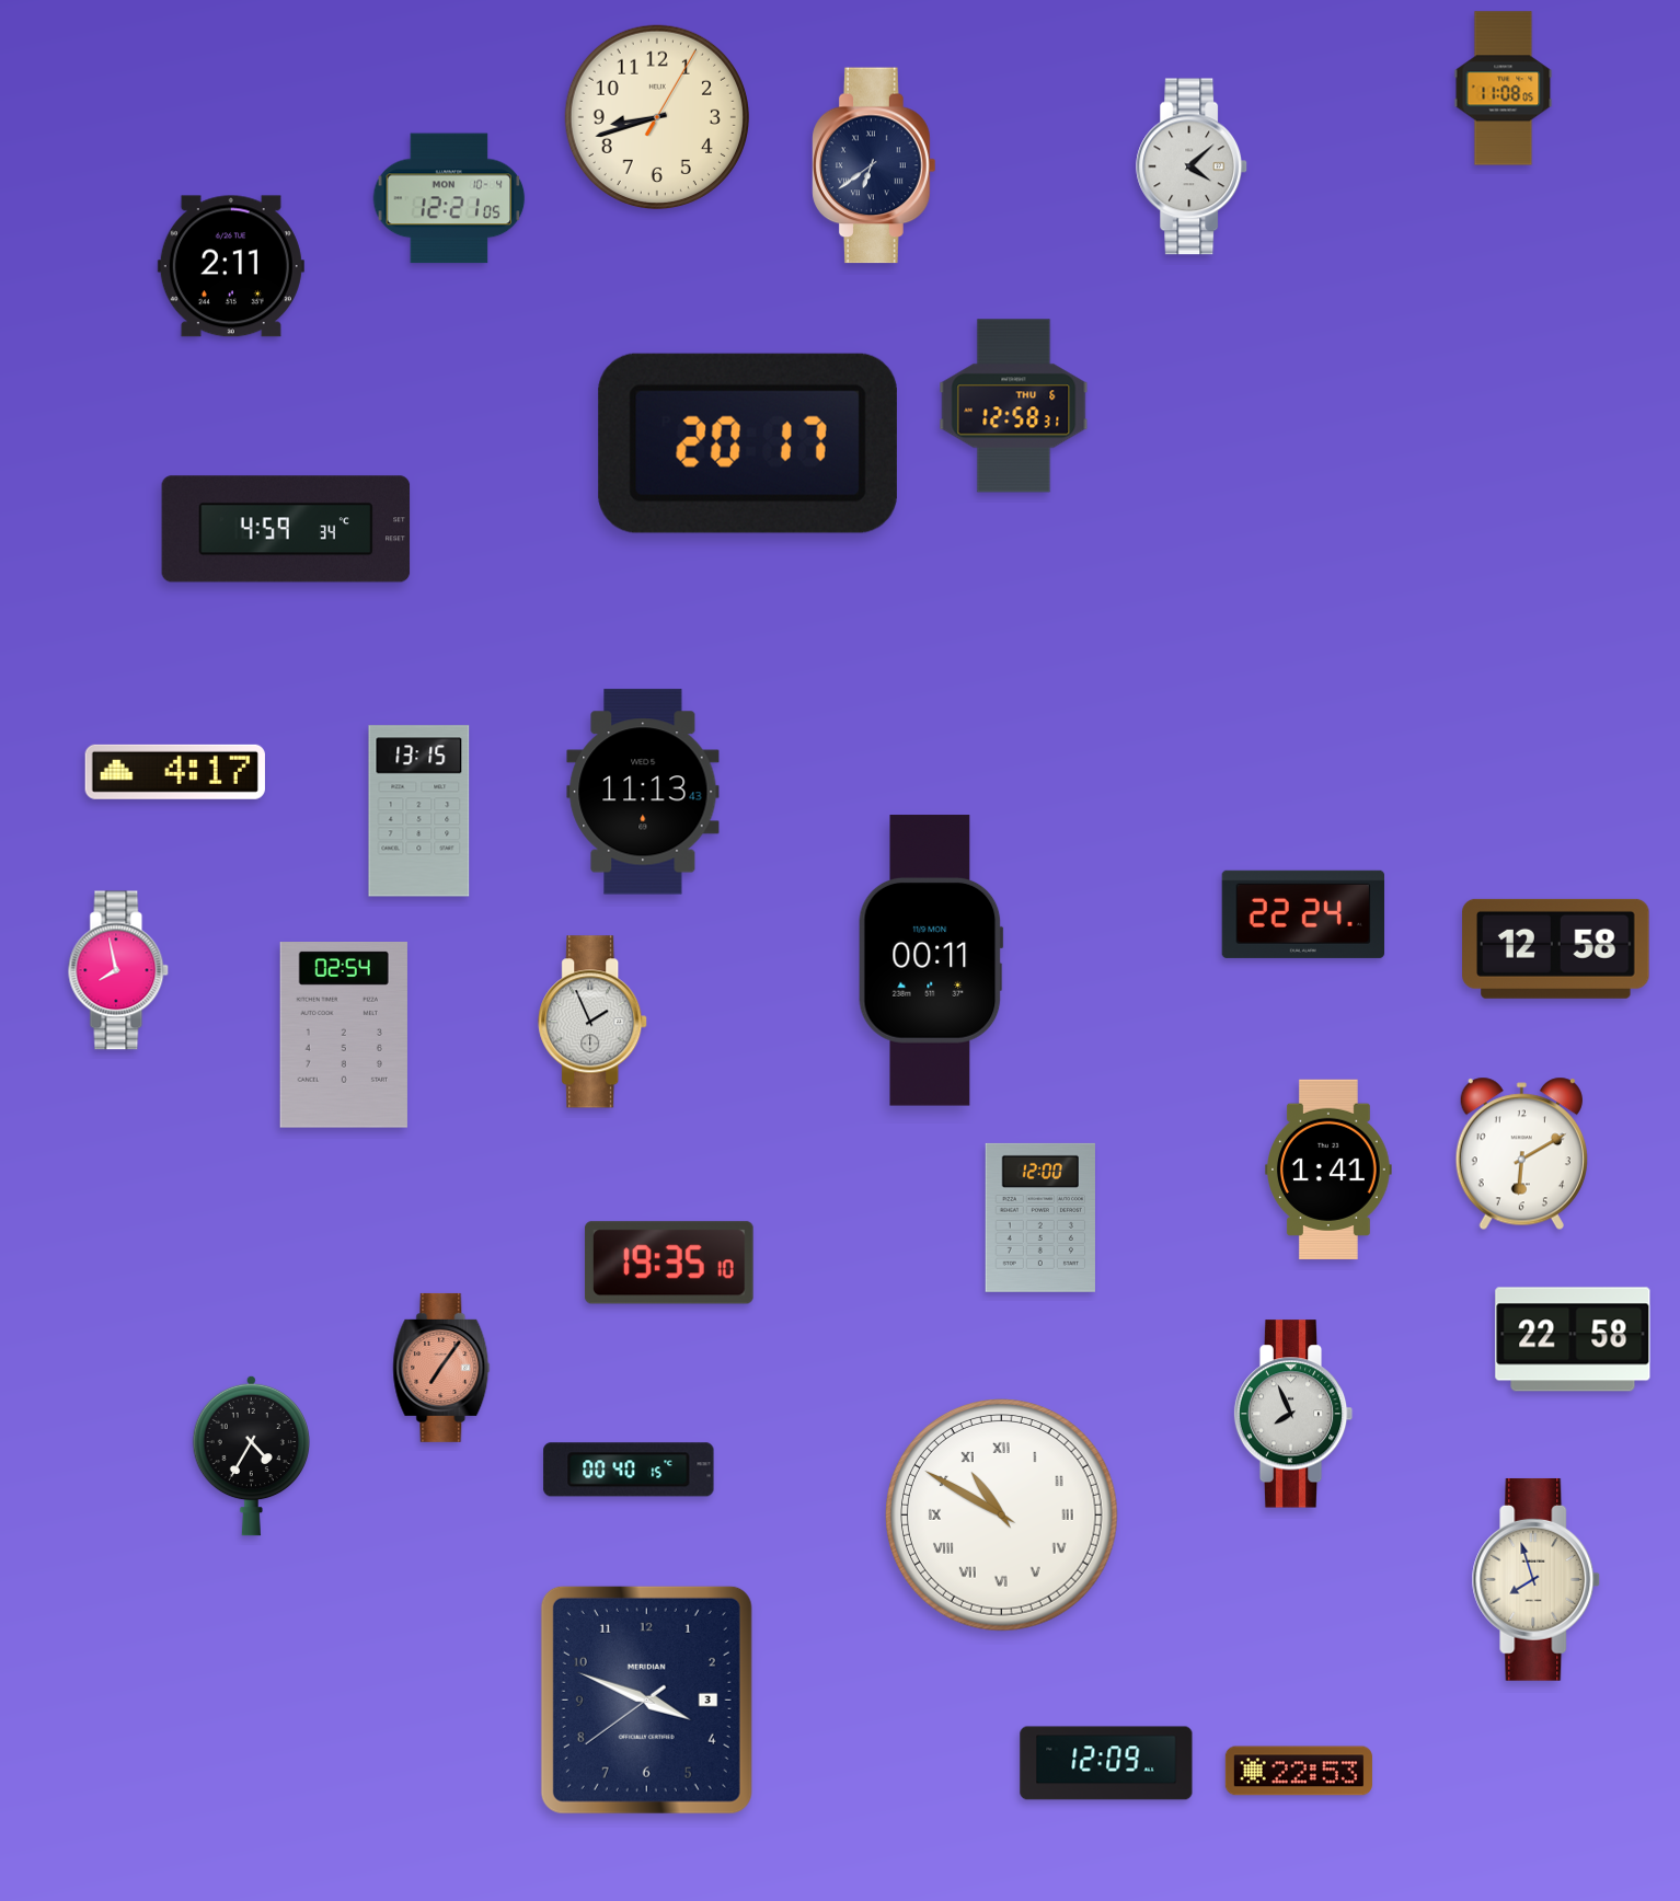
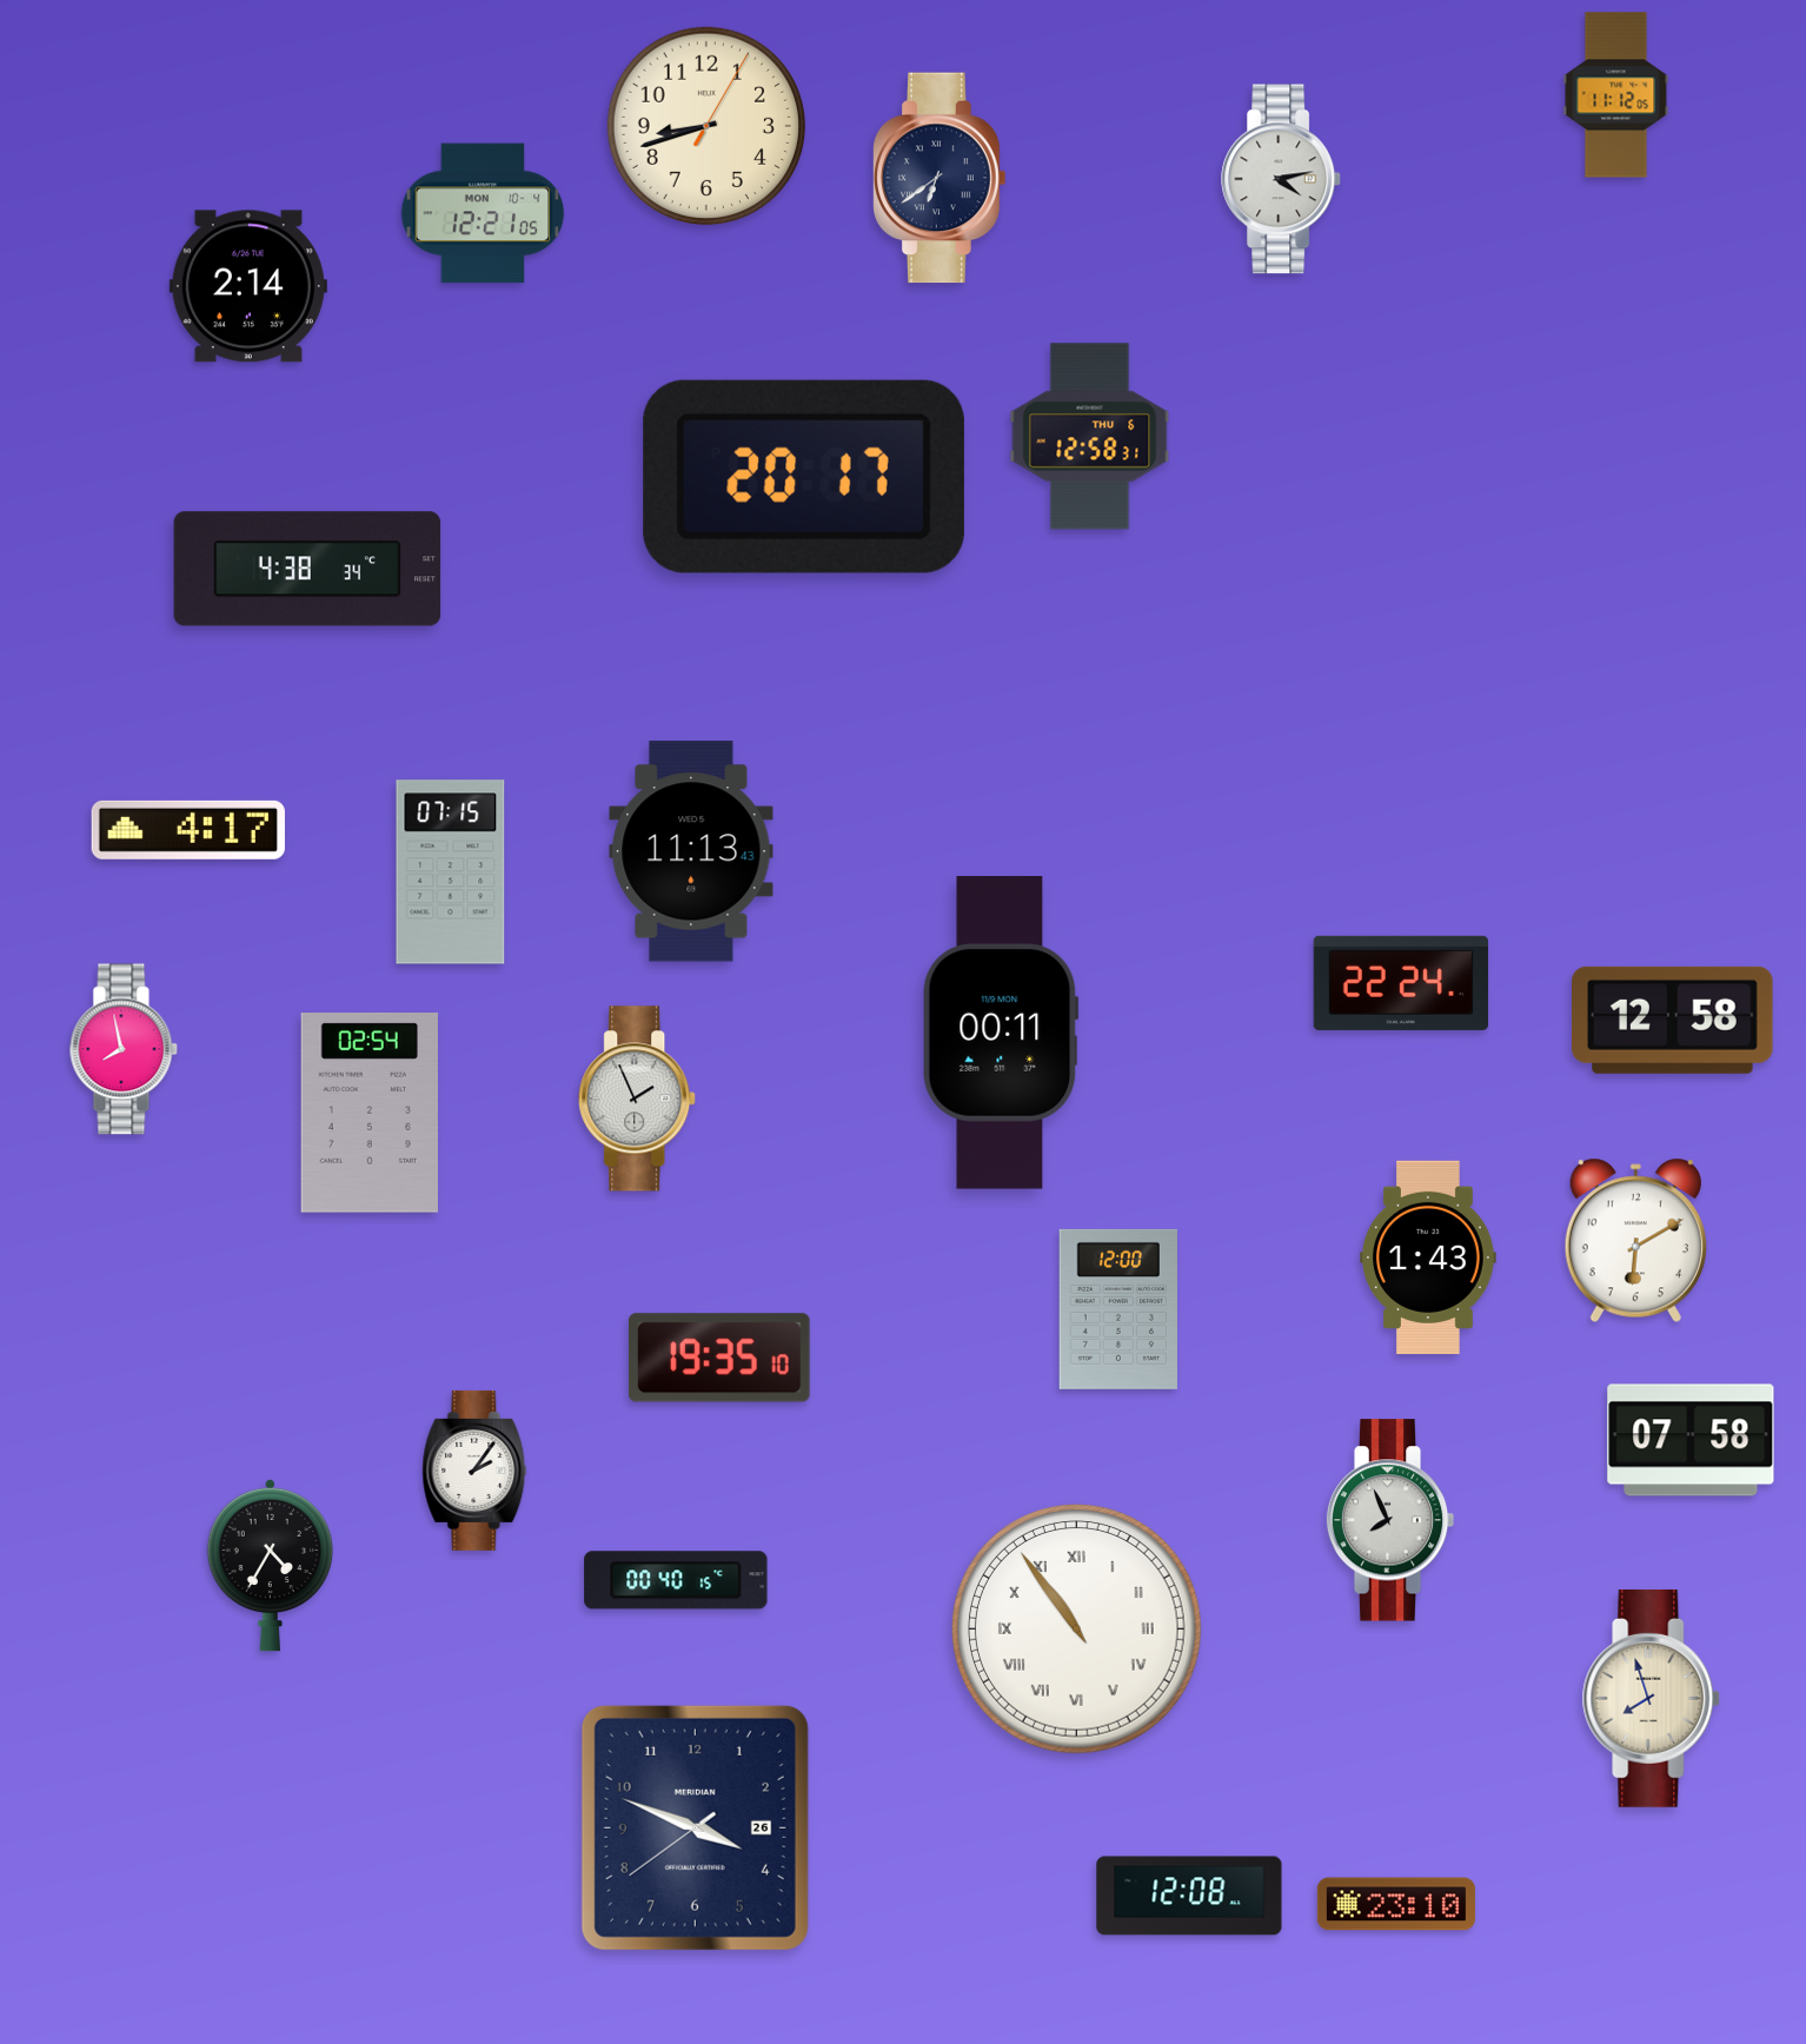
clock at (1504, 89): 11:08 -> 11:12
clock at (1193, 166): 4:08 -> 4:13
clock at (231, 266): 2:11 -> 2:14
clock at (286, 529): 4:59 -> 4:38
clock at (419, 811): 13:15 -> 07:15
clock at (118, 970) position: (118, 970) -> (124, 1049)
clock at (1330, 1170): 1:41 -> 1:43
clock at (1573, 1339): 22:58 -> 07:58
clock at (441, 1368): 7:06 -> 2:06
clock at (441, 1368) dial: salmon -> white
clock at (1002, 1516): 10:50 -> 10:54
clock at (646, 1700) date: 3 -> 26
clock at (1106, 1763): 12:09 -> 12:08
clock at (1299, 1771): 22:53 -> 23:10
